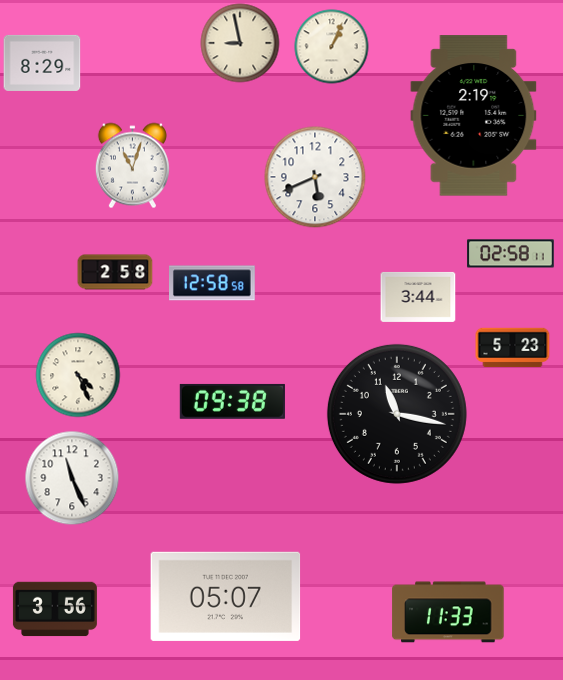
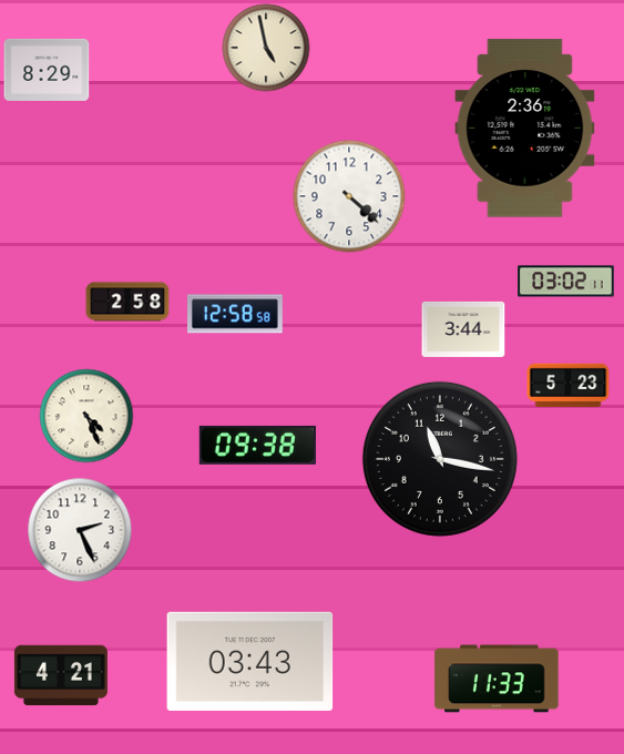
clock at (240, 43): 8:58 -> 4:58
clock at (332, 47): 1:04 -> none
clock at (474, 116): 2:19 -> 2:36
clock at (132, 166): 11:03 -> none
clock at (315, 177): 5:41 -> 4:22
clock at (511, 254): 02:58 -> 03:02
clock at (72, 478): 11:26 -> 2:26
clock at (226, 596): 05:07 -> 03:43
clock at (55, 609): 3:56 -> 4:21
